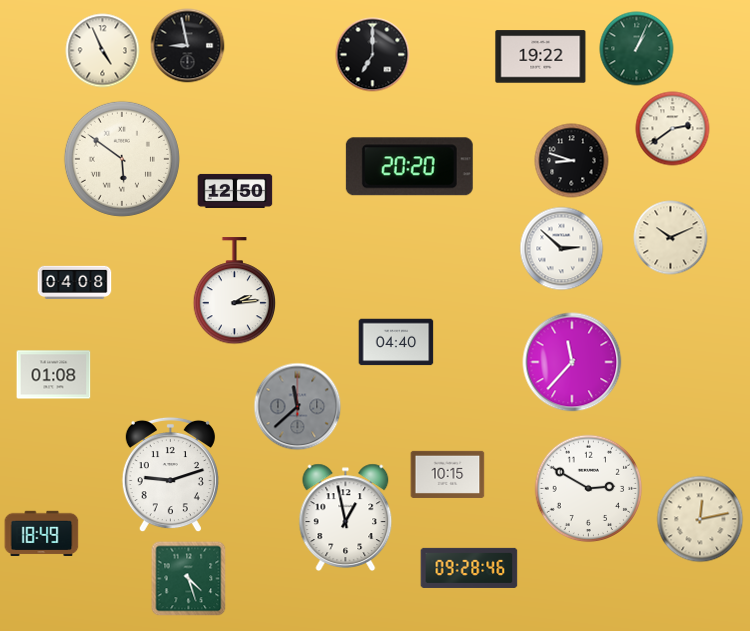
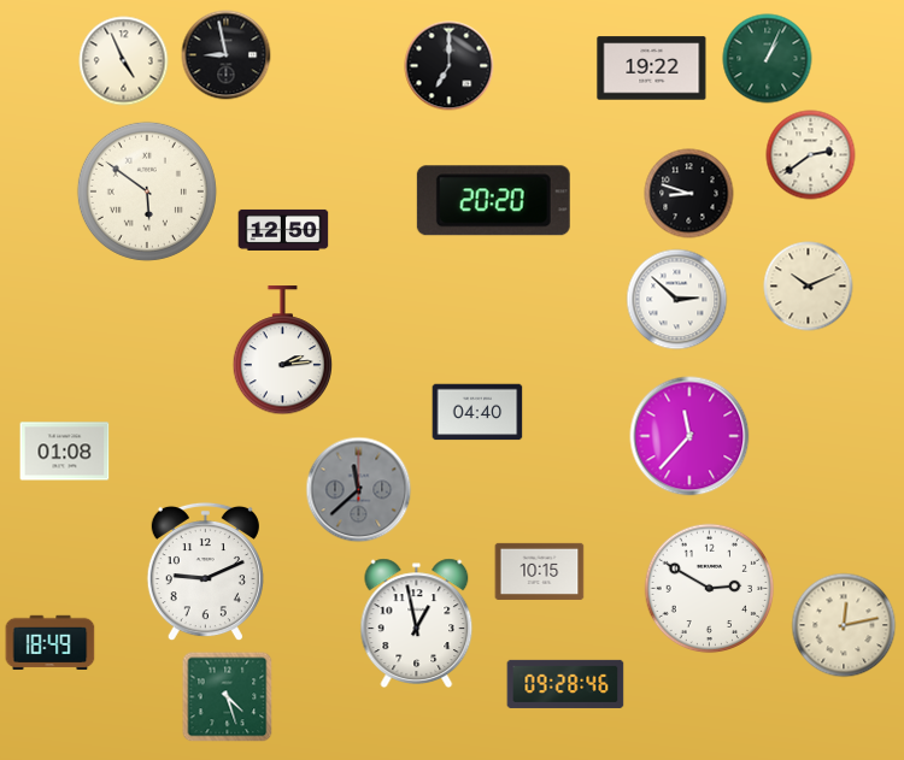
clock at (75, 282): 04:08 -> none
clock at (170, 475): 9:12 -> 9:11
